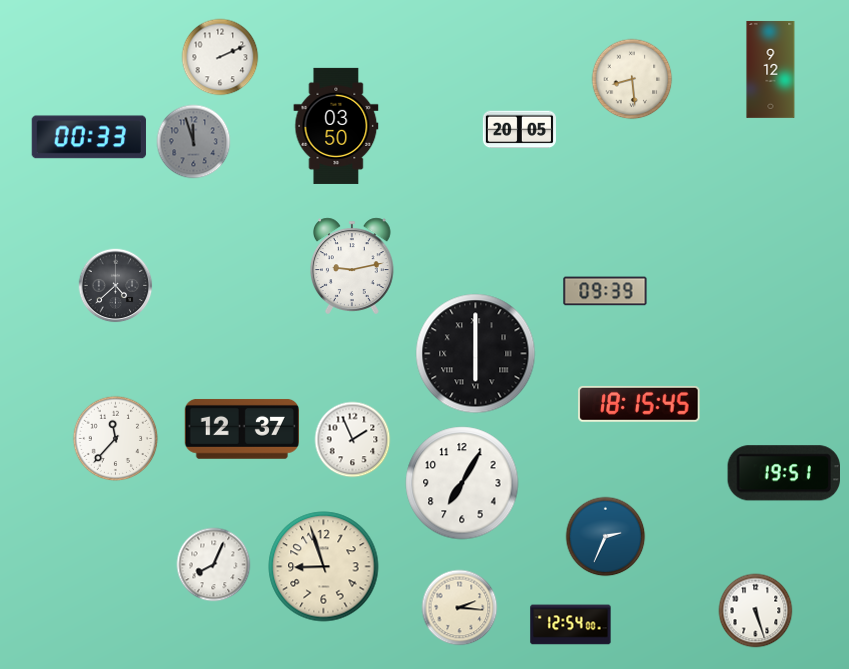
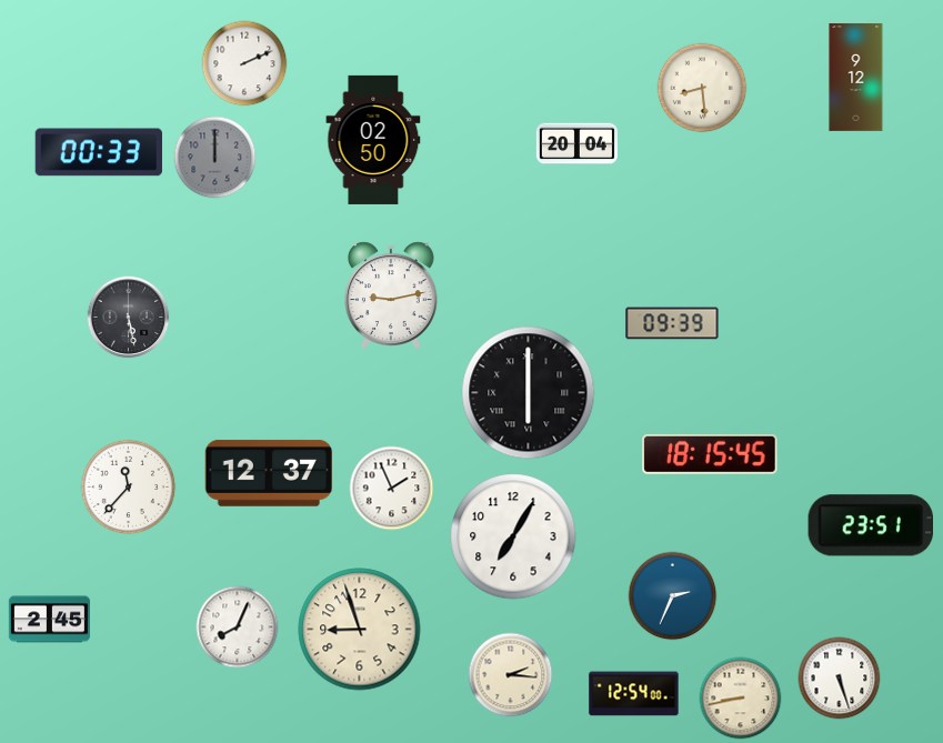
clock at (336, 126): 03:50 -> 02:50
clock at (519, 130): 20:05 -> 20:04
clock at (194, 142): 11:57 -> 12:00
clock at (116, 286): 4:38 -> 5:28
clock at (639, 404) position: (639, 404) -> (710, 454)
clock at (242, 429) position: (242, 429) -> (269, 473)
clock at (783, 473): 19:51 -> 23:51
clock at (49, 620): none -> 2:45
clock at (741, 699): none -> 8:43
